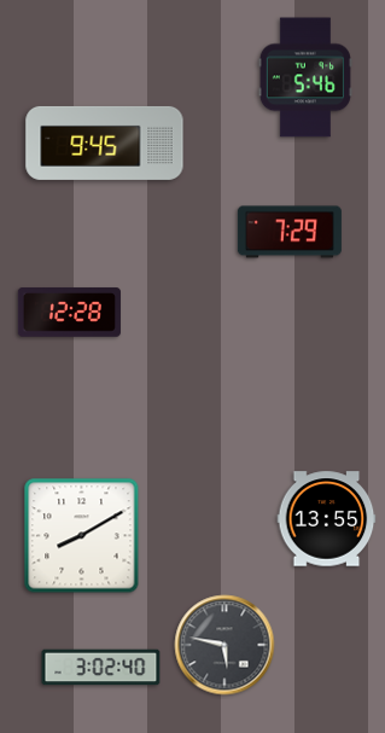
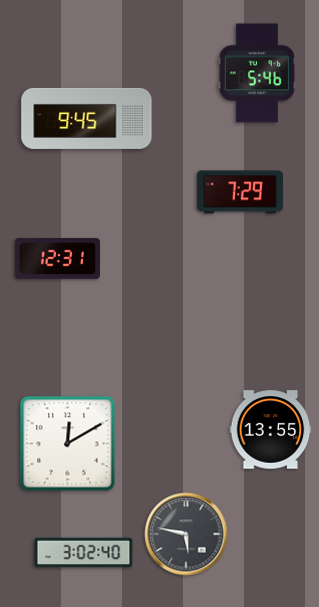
clock at (305, 77) position: (305, 77) -> (257, 73)
clock at (69, 313): 12:28 -> 12:31
clock at (82, 536): 8:10 -> 12:10
